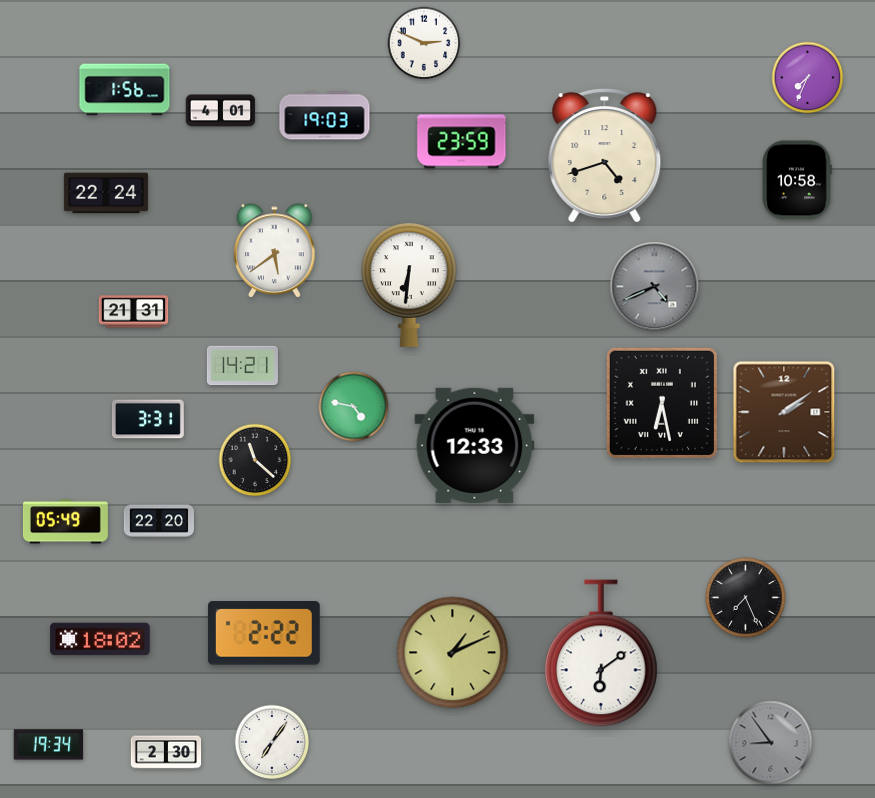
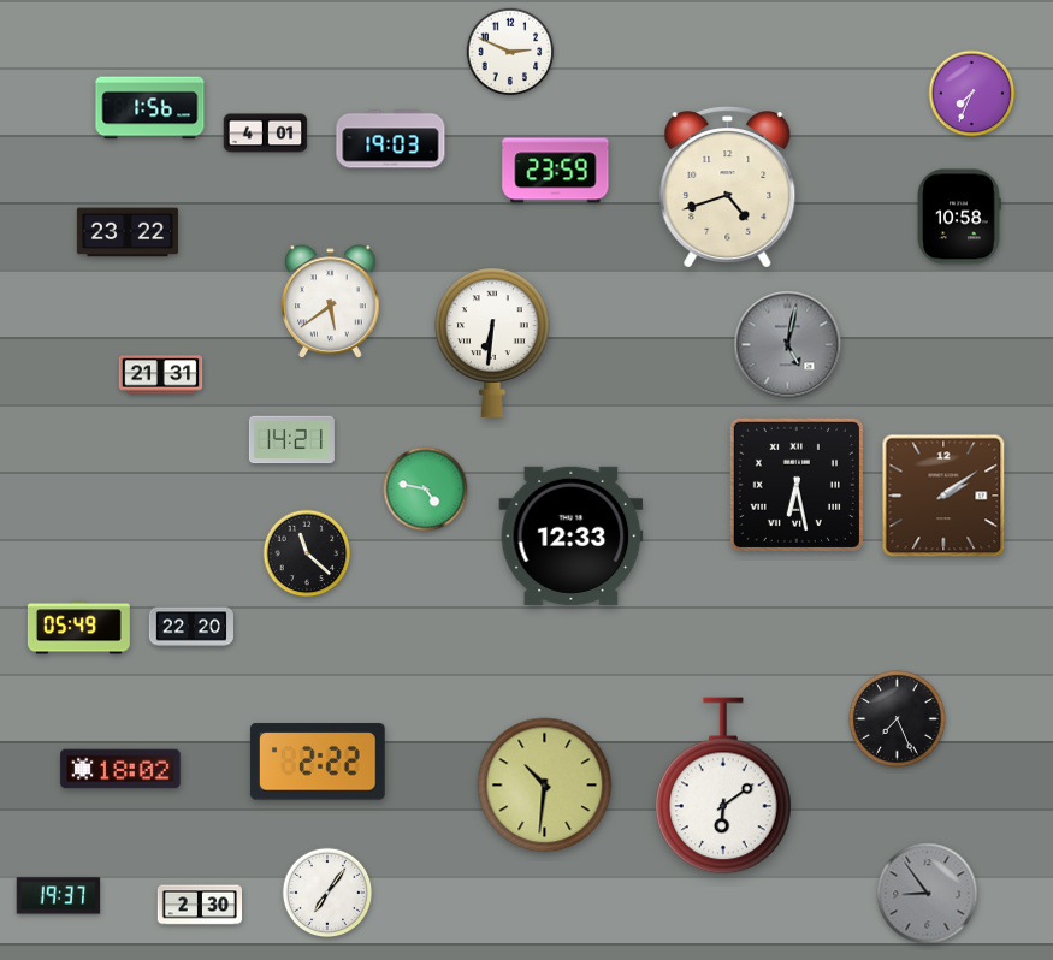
clock at (106, 193): 22:24 -> 23:22
clock at (655, 287): 4:41 -> 5:02
clock at (148, 419): 3:31 -> none
clock at (453, 653): 1:11 -> 10:31
clock at (49, 745): 19:34 -> 19:37
